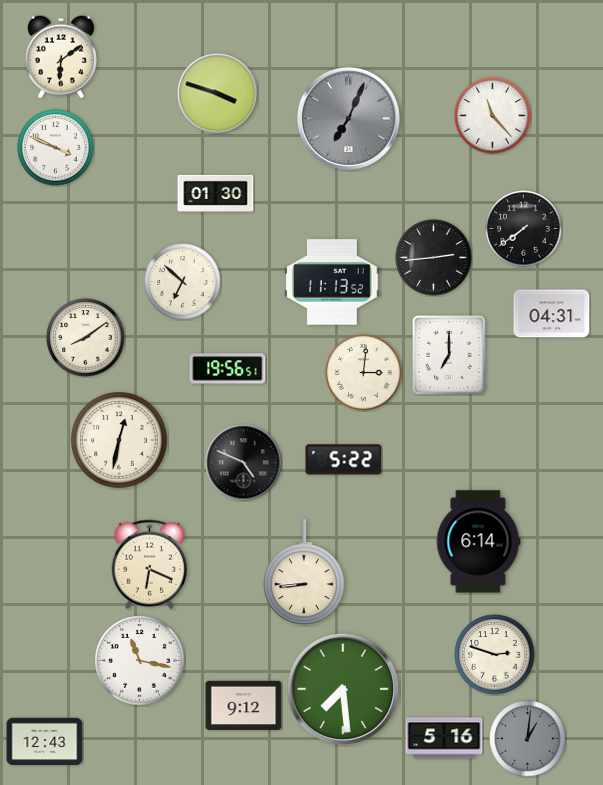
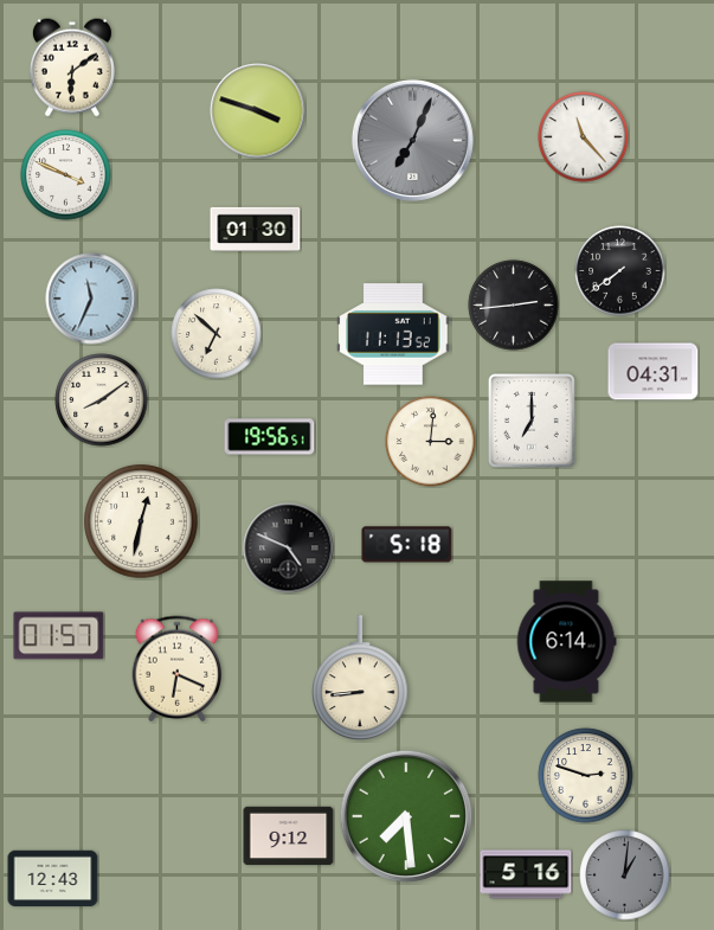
clock at (91, 299): none -> 11:34
clock at (344, 460): 5:22 -> 5:18
clock at (59, 636): none -> 01:57
clock at (140, 661): 11:17 -> none
